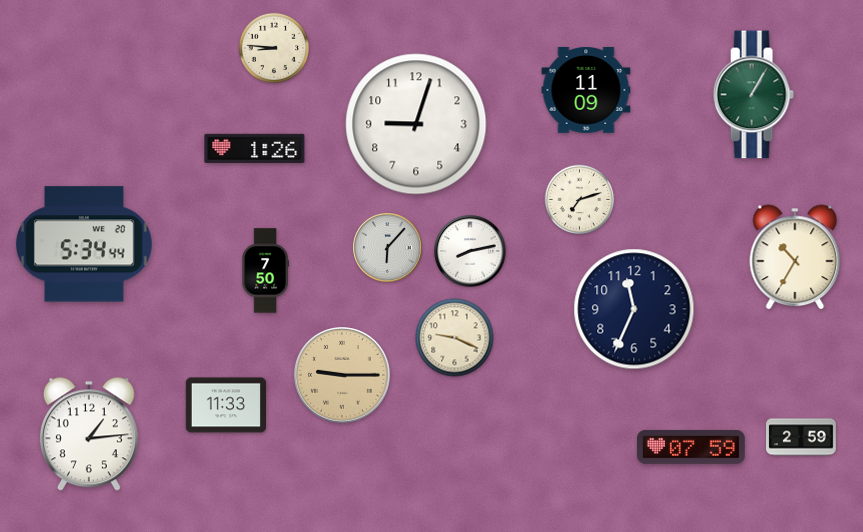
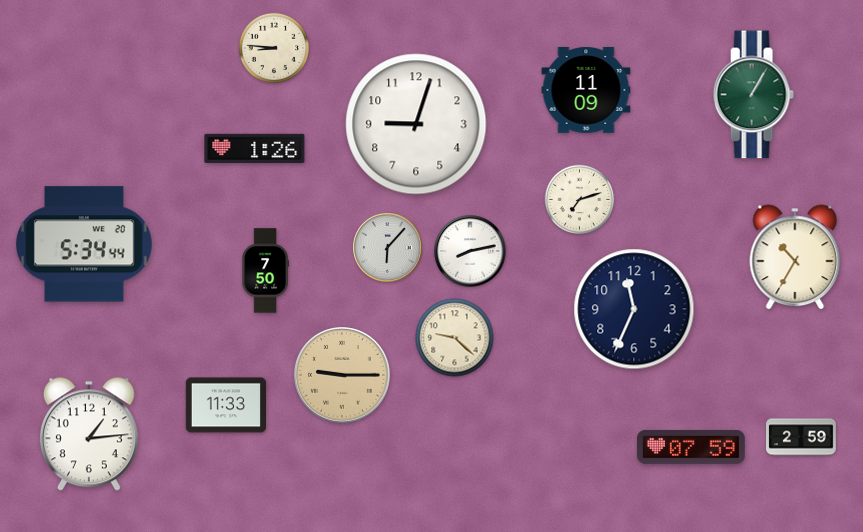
clock at (455, 338): 9:19 -> 9:22
